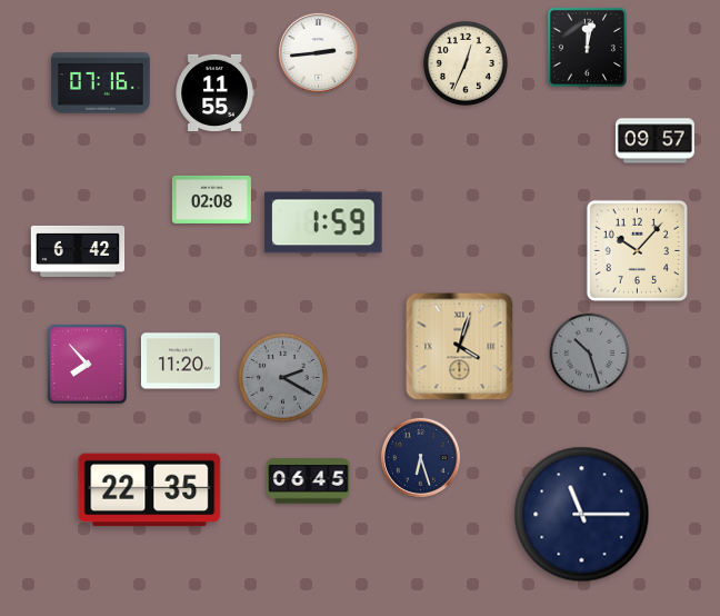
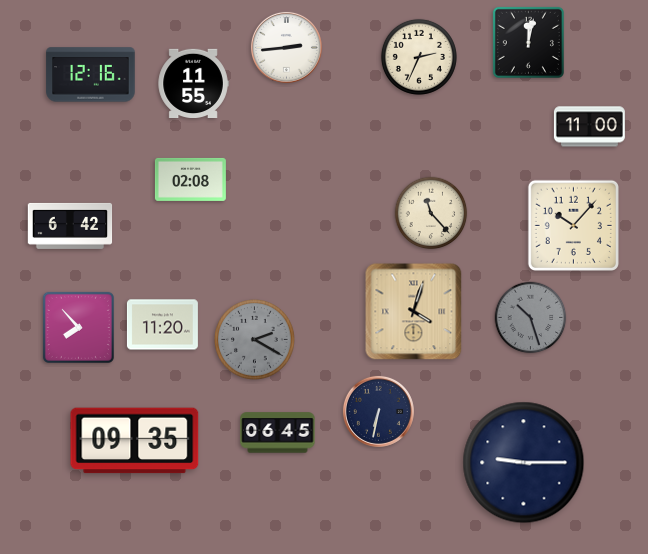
clock at (466, 63): 12:34 -> 2:34
clock at (101, 83): 07:16 -> 12:16
clock at (654, 141): 09:57 -> 11:00
clock at (323, 222): 1:59 -> none
clock at (431, 213): none -> 11:23
clock at (420, 457): 6:27 -> 6:32
clock at (150, 490): 22:35 -> 09:35
clock at (582, 515): 11:15 -> 9:15
